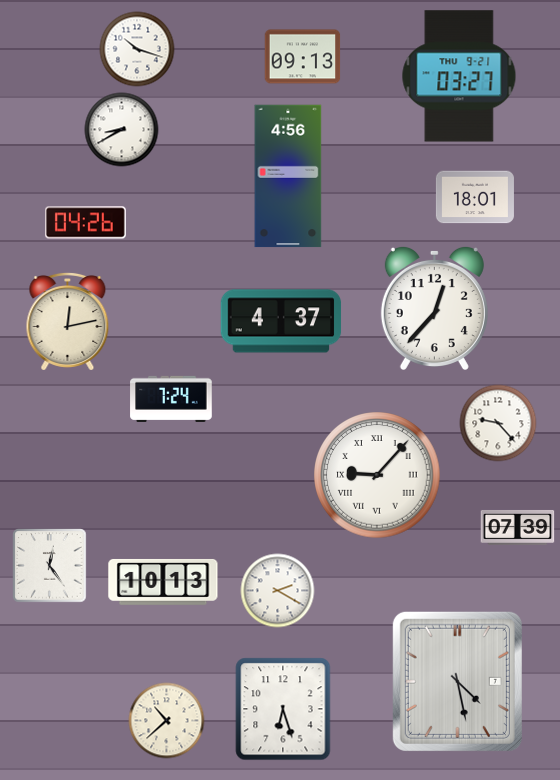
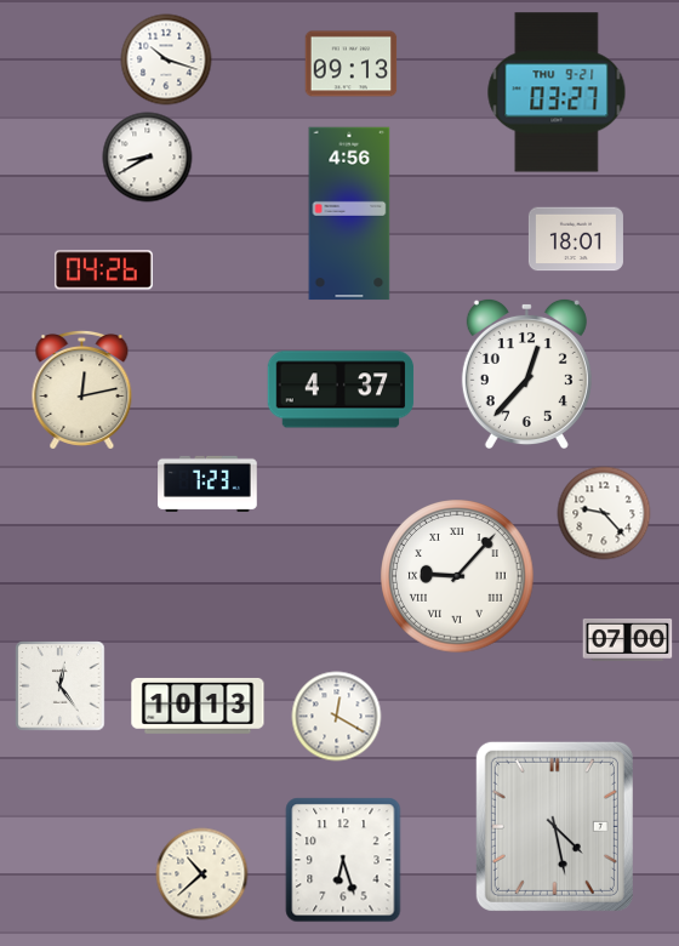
clock at (303, 57) position: (303, 57) -> (352, 64)
clock at (171, 398): 7:24 -> 7:23
clock at (518, 527): 07:39 -> 07:00
clock at (278, 591): 2:20 -> 12:20
